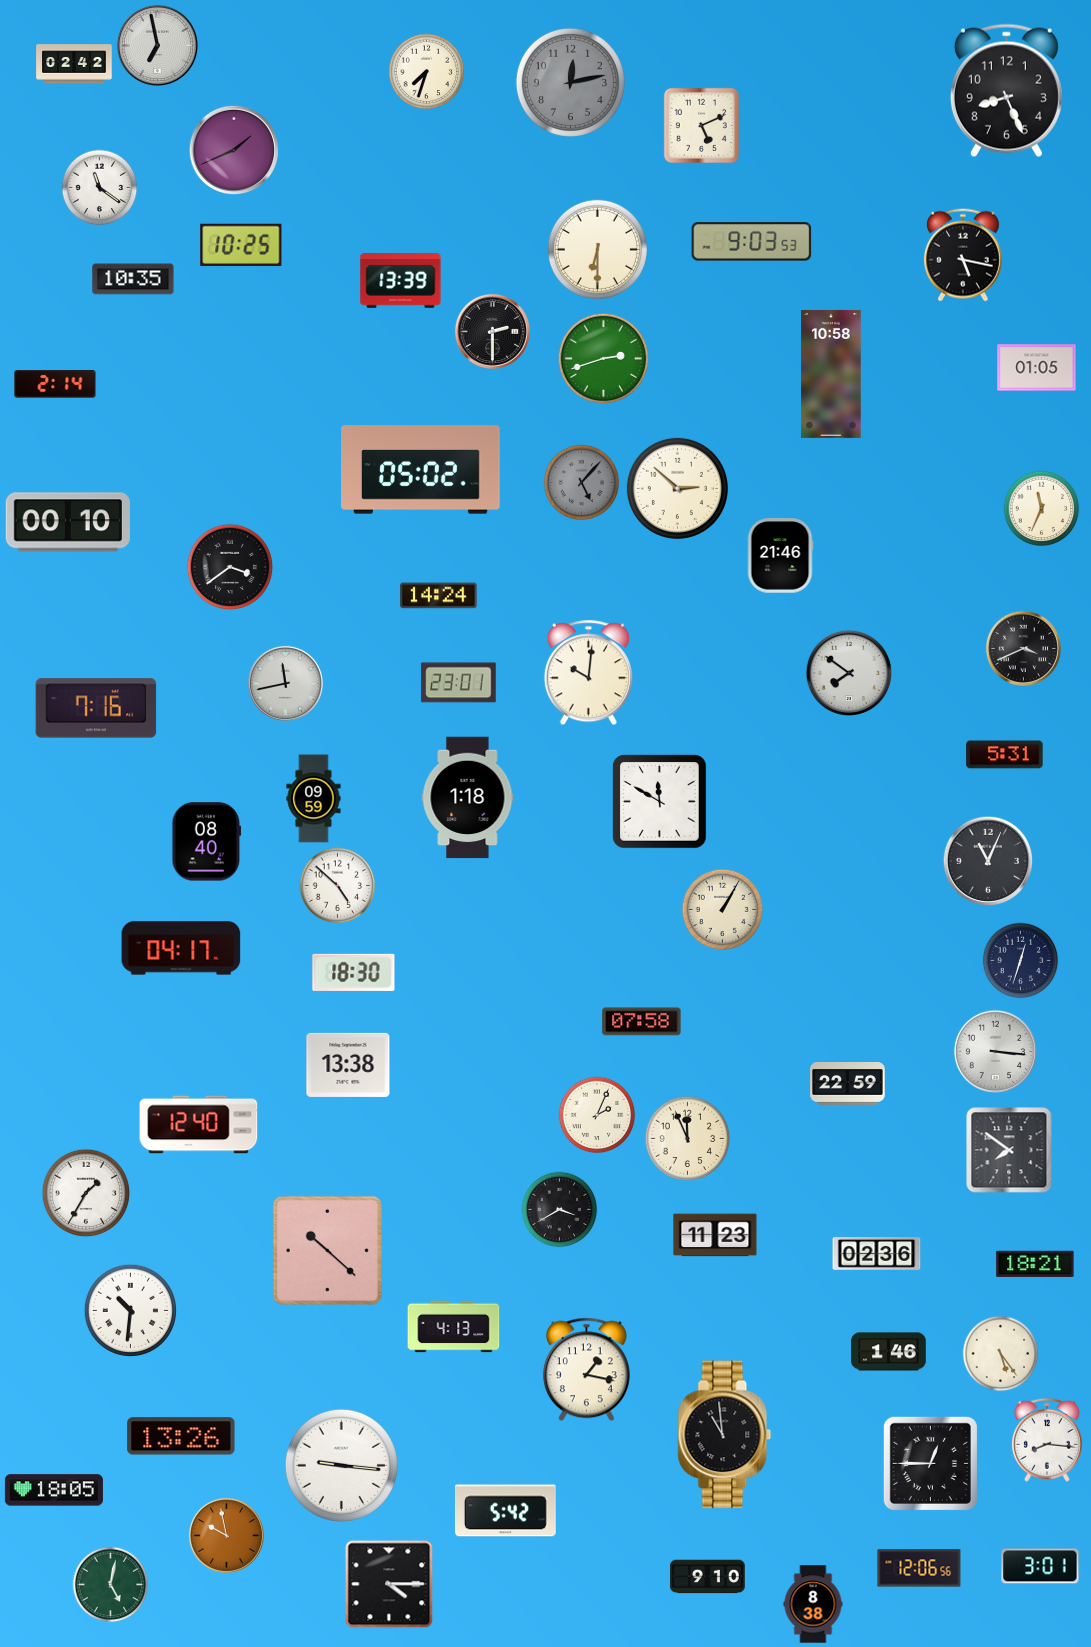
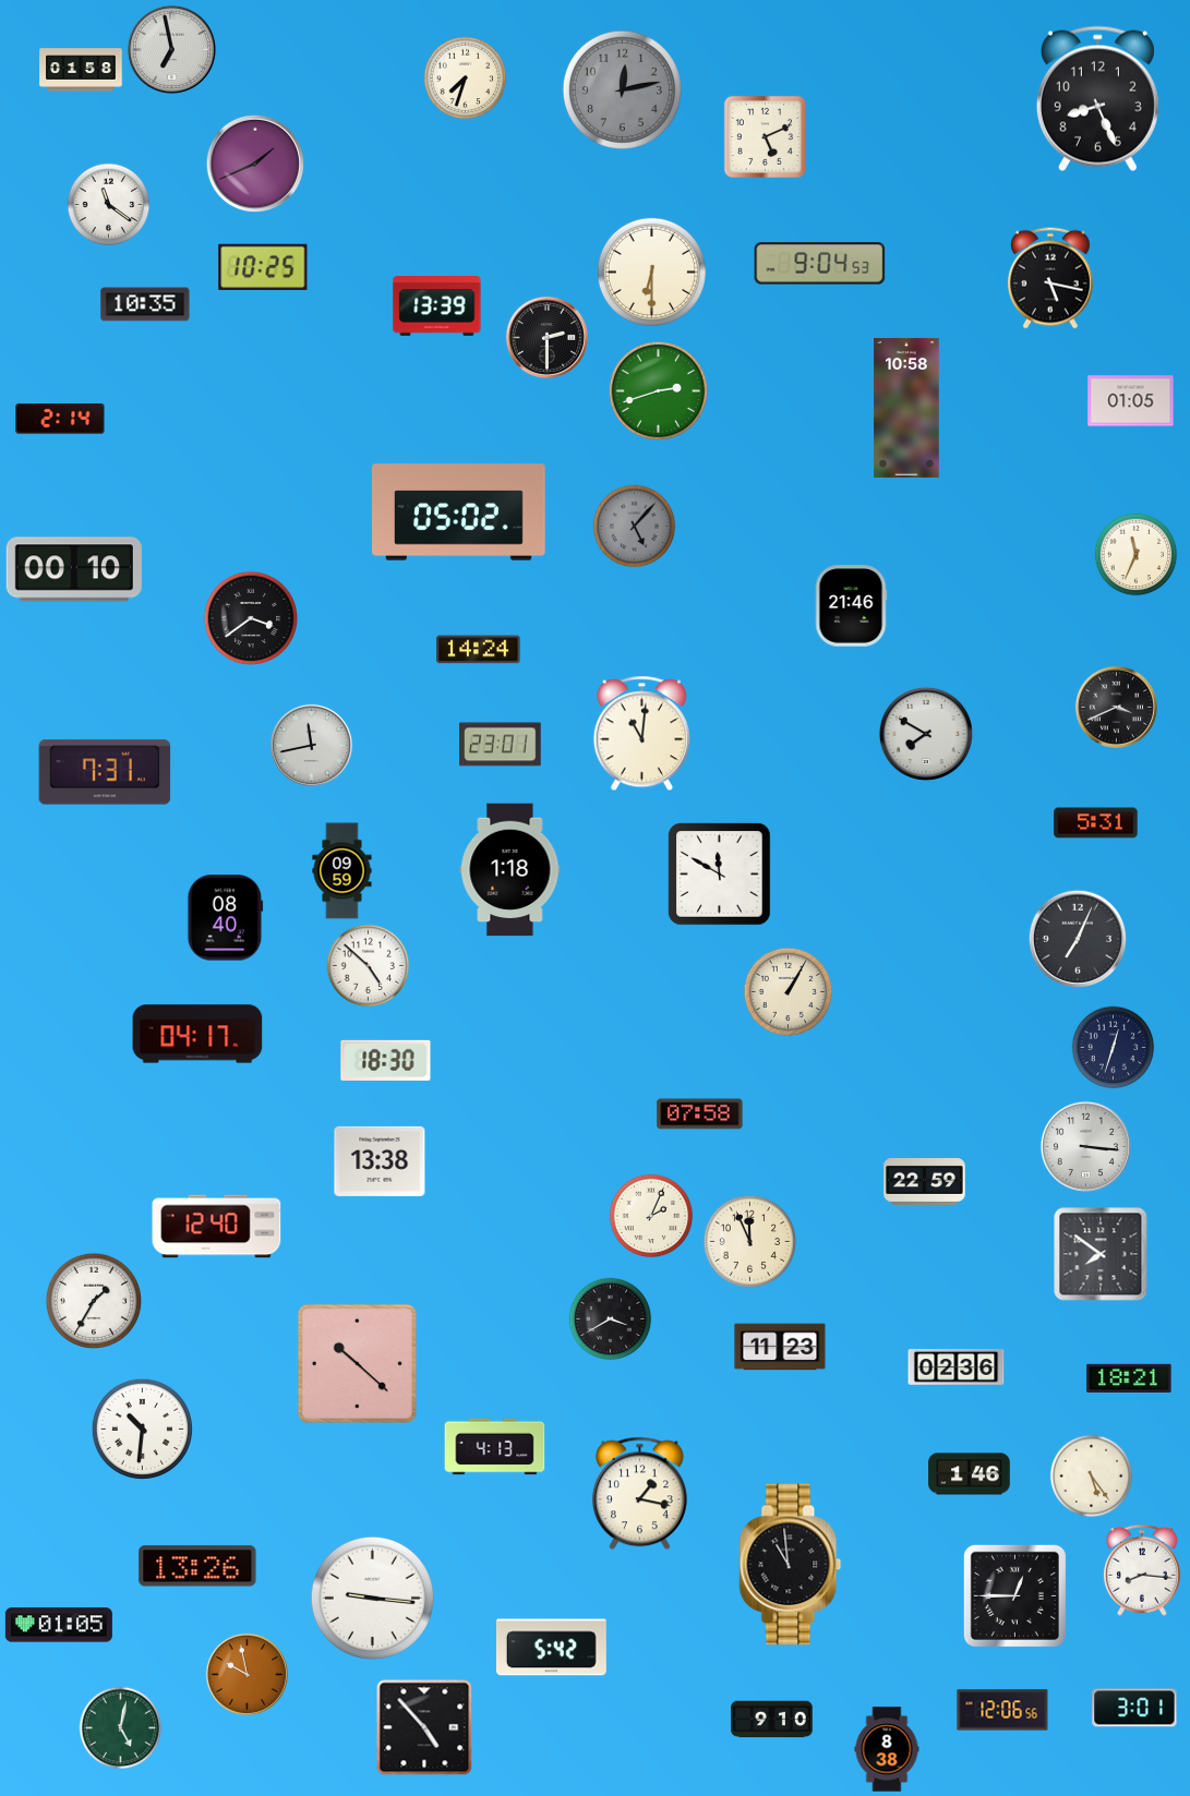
clock at (74, 64): 02:42 -> 01:58
clock at (752, 242): 9:03 -> 9:04
clock at (492, 331) position: (492, 331) -> (546, 337)
clock at (677, 488): 2:52 -> none
clock at (848, 672): 7:51 -> 7:50
clock at (588, 673): 10:01 -> 11:01
clock at (96, 708): 7:16 -> 7:31
clock at (987, 860): 11:04 -> 7:04
clock at (54, 1490): 18:05 -> 01:05
clock at (389, 1584): 4:15 -> 4:53
